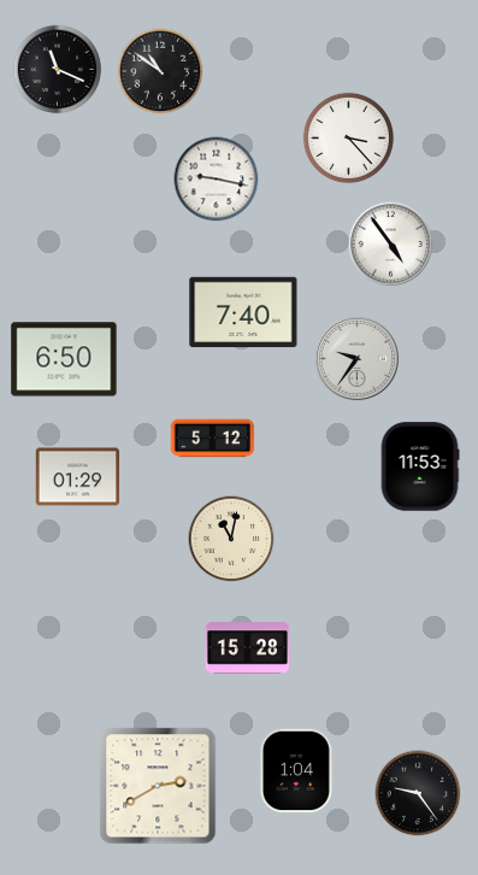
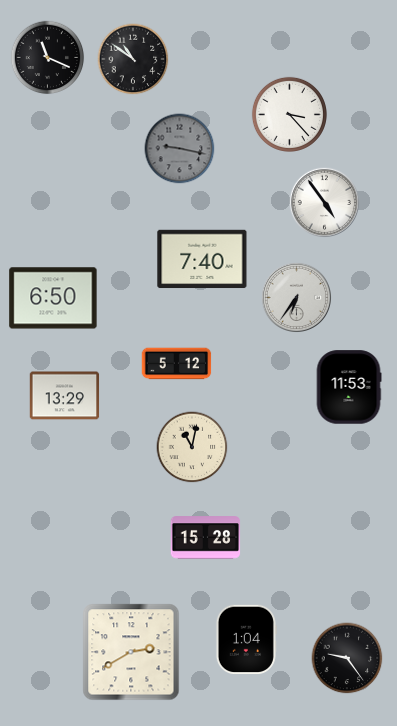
clock at (217, 180) dial: white -> grey
clock at (356, 358): 9:36 -> 6:36
clock at (78, 477): 01:29 -> 13:29
